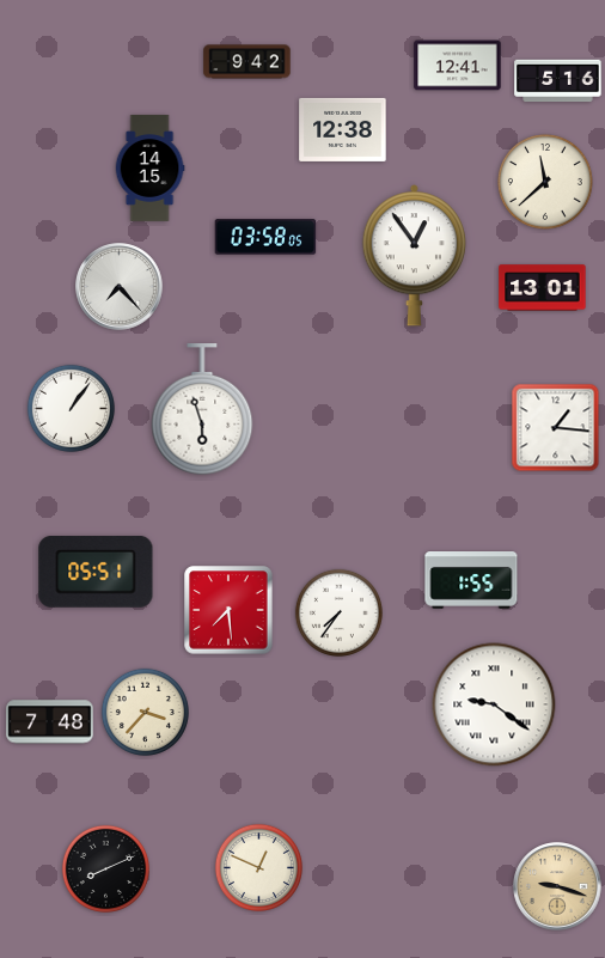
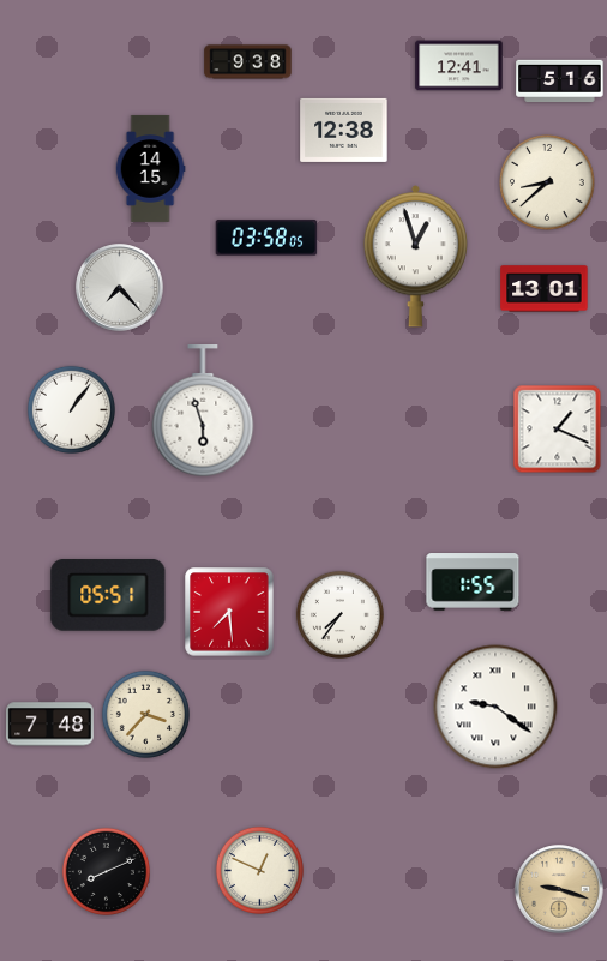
clock at (247, 62): 9:42 -> 9:38
clock at (546, 183): 11:38 -> 8:38
clock at (414, 256): 12:54 -> 12:57
clock at (556, 428): 1:16 -> 1:19
clock at (96, 573) position: (96, 573) -> (108, 596)
